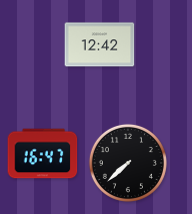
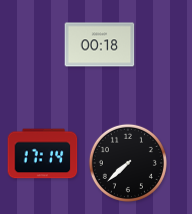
clock at (100, 45): 12:42 -> 00:18
clock at (43, 154): 16:47 -> 17:14
